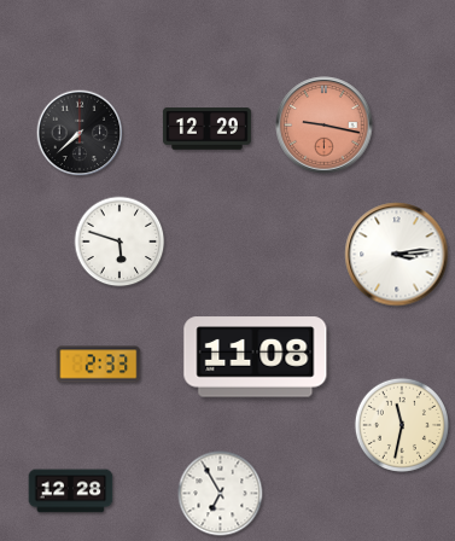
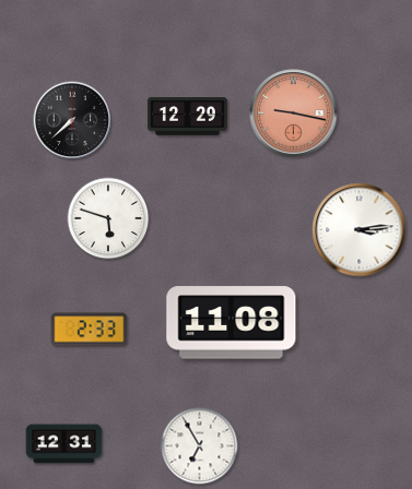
clock at (402, 425): 11:32 -> none
clock at (71, 491): 12:28 -> 12:31
